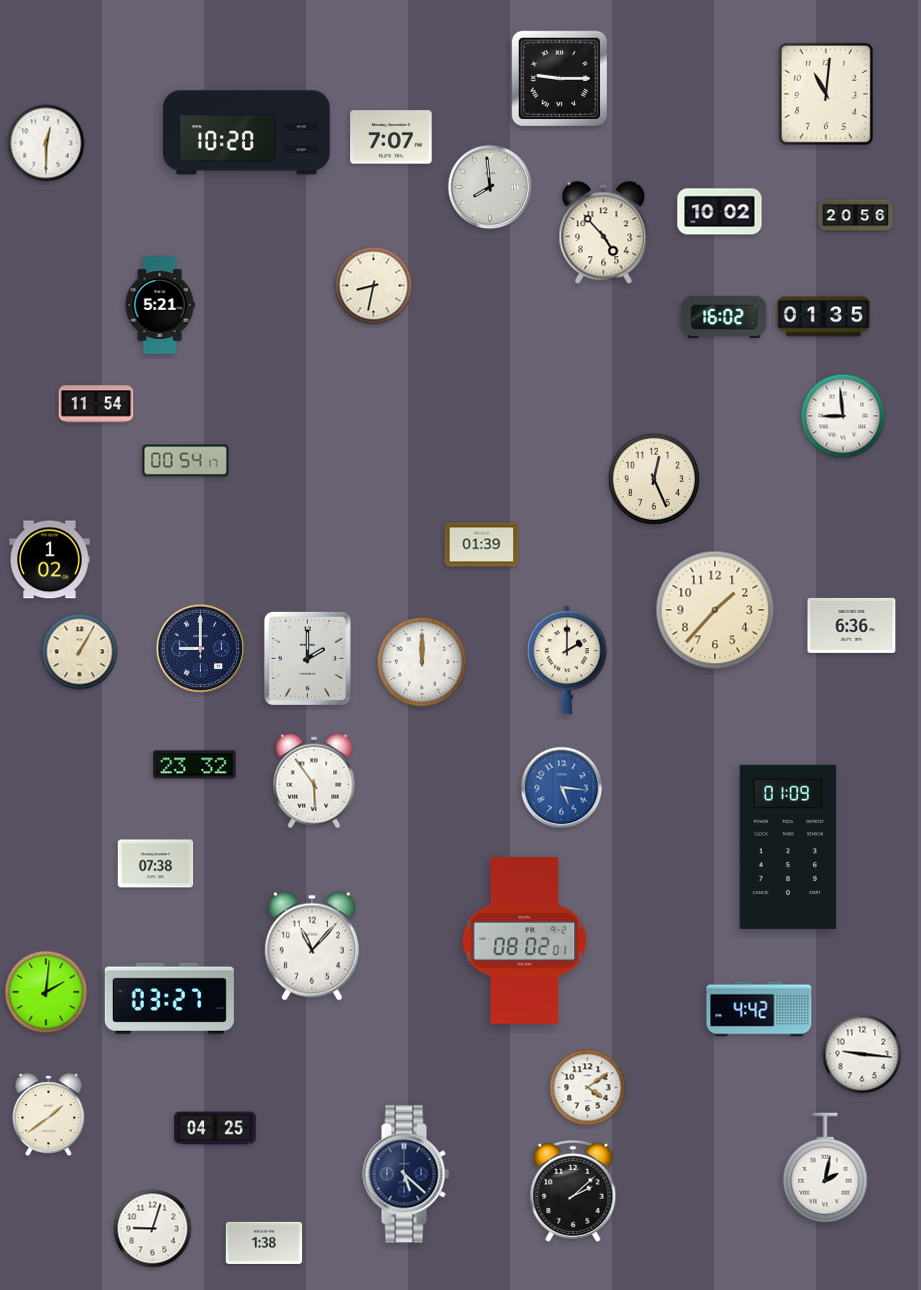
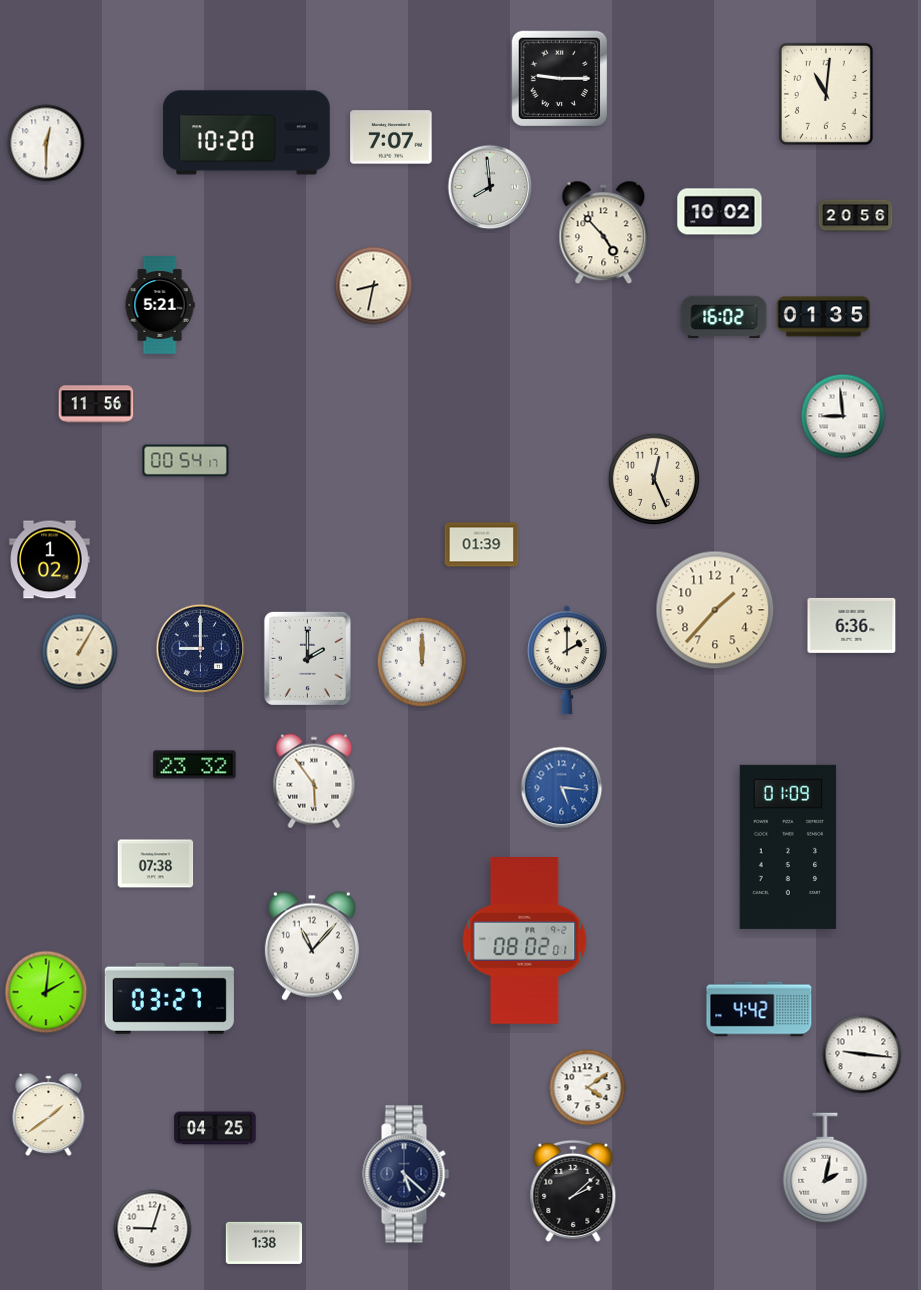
clock at (96, 404): 11:54 -> 11:56
